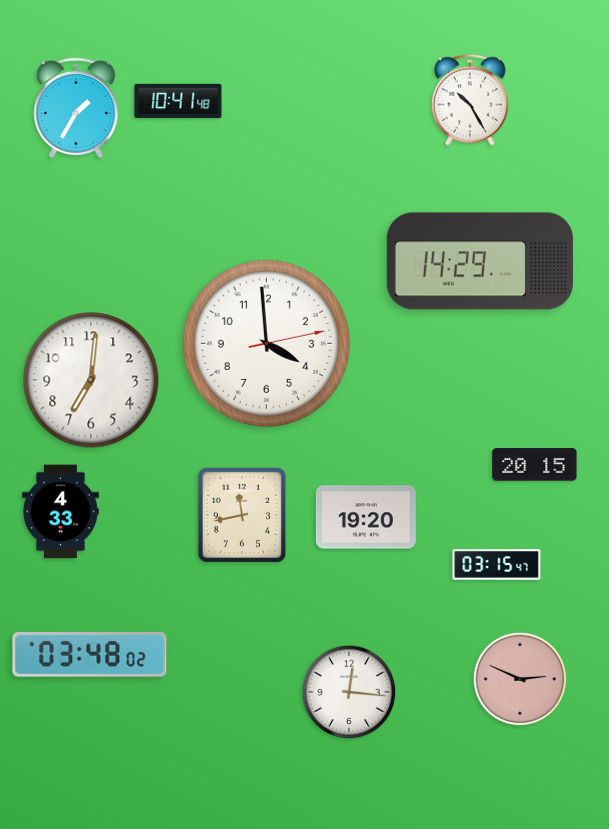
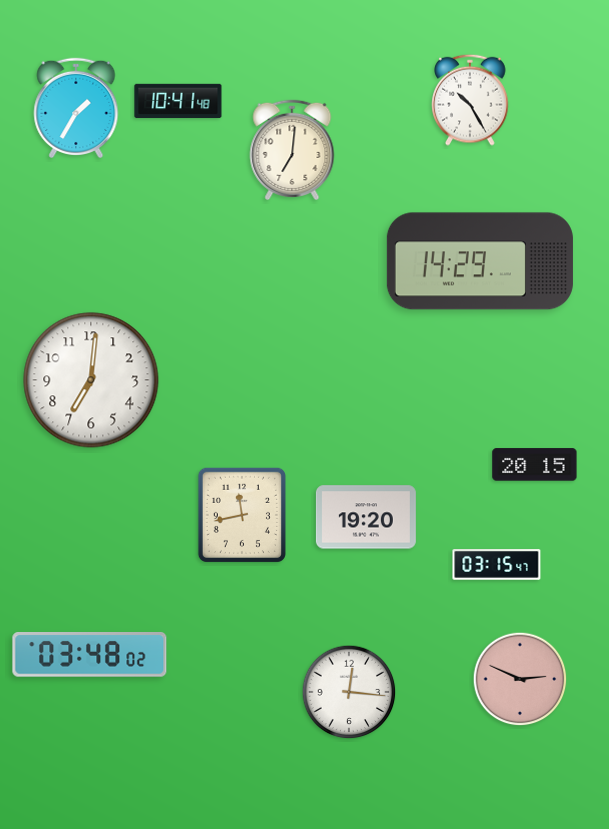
clock at (292, 149): none -> 7:01
clock at (266, 343): 3:59 -> none
clock at (61, 512): 4:33 -> none
